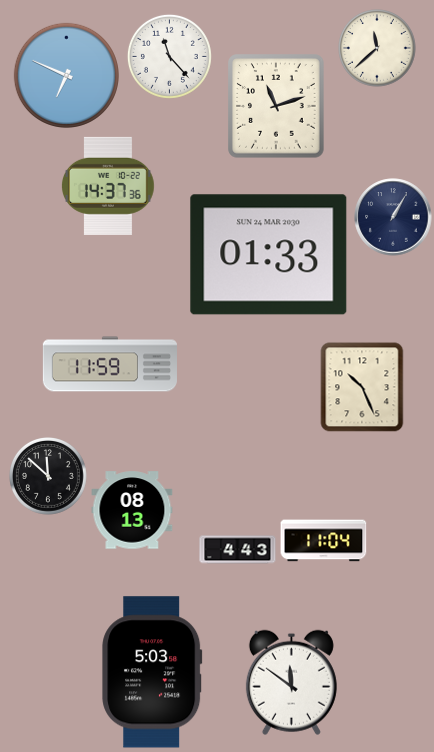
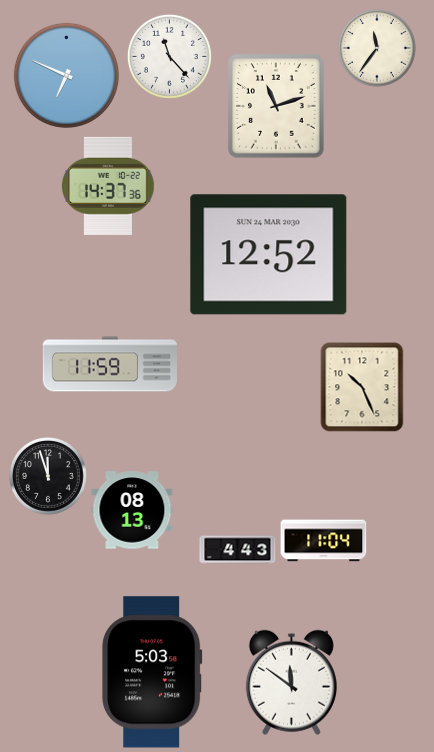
clock at (378, 49): 11:38 -> 11:36
clock at (393, 217): 1:05 -> none
clock at (269, 255): 01:33 -> 12:52
clock at (49, 477): 11:52 -> 11:57
